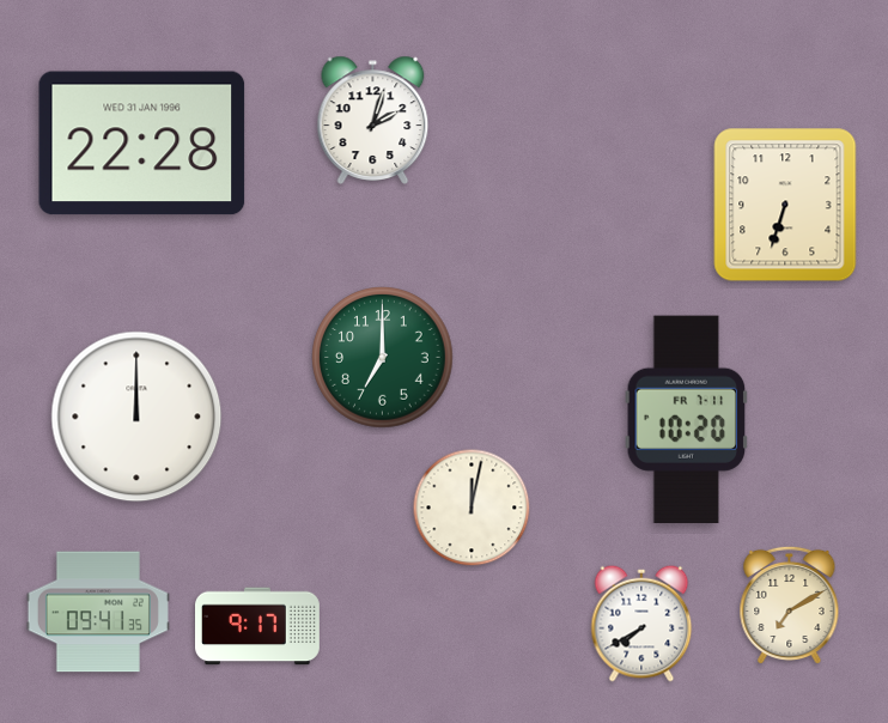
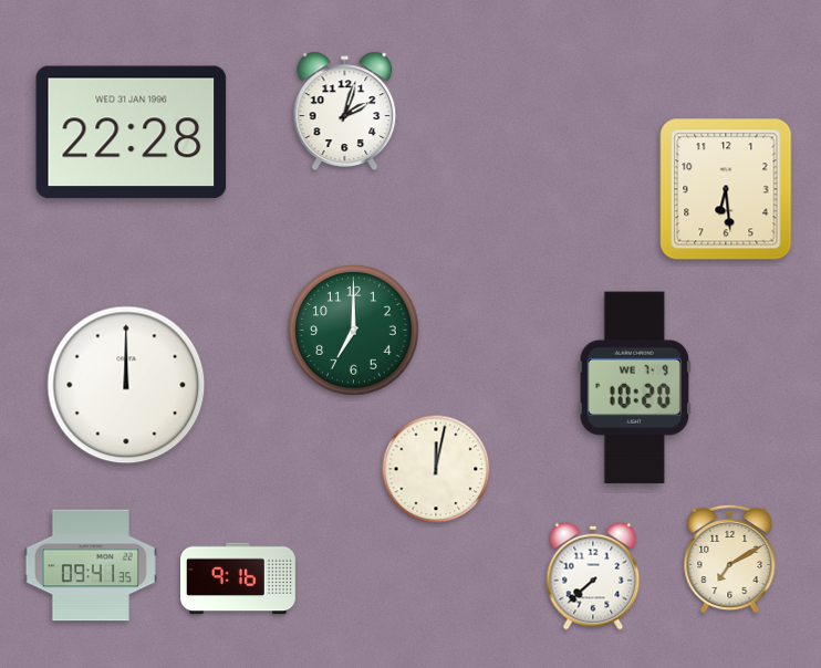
clock at (785, 205): 6:33 -> 6:29
clock at (687, 419) date: FR 7-11 -> WE 7-9
clock at (641, 624): 7:40 -> 7:38
clock at (259, 626): 9:17 -> 9:16
